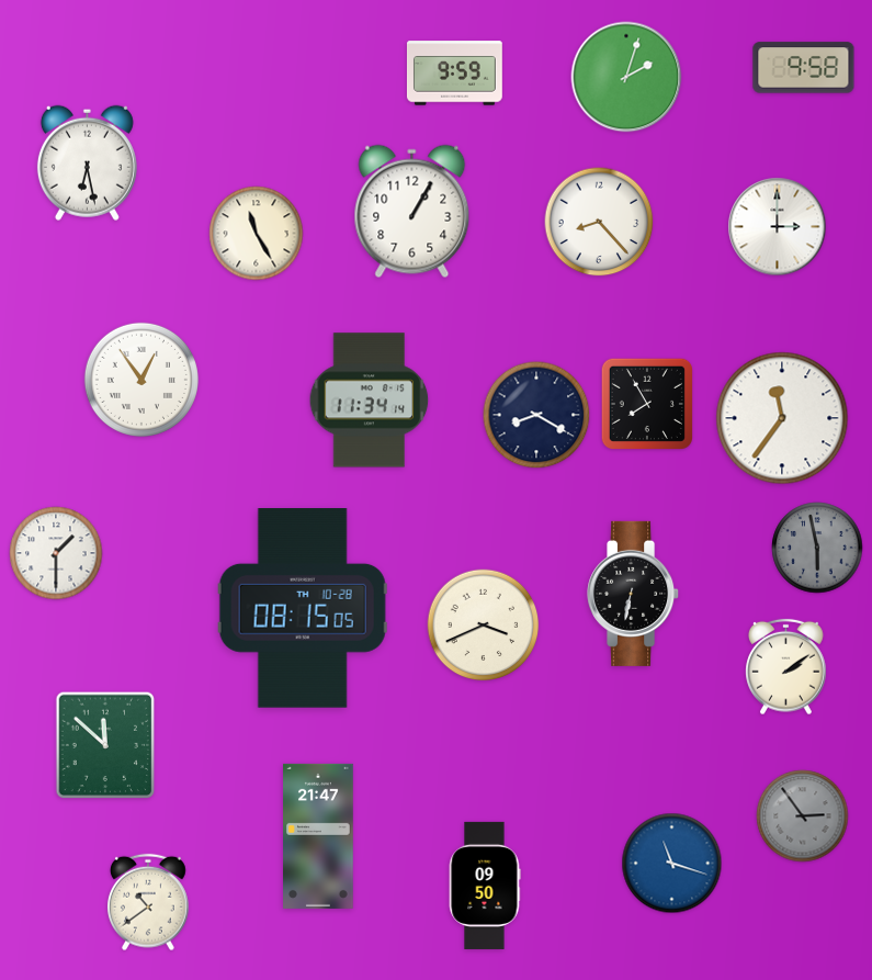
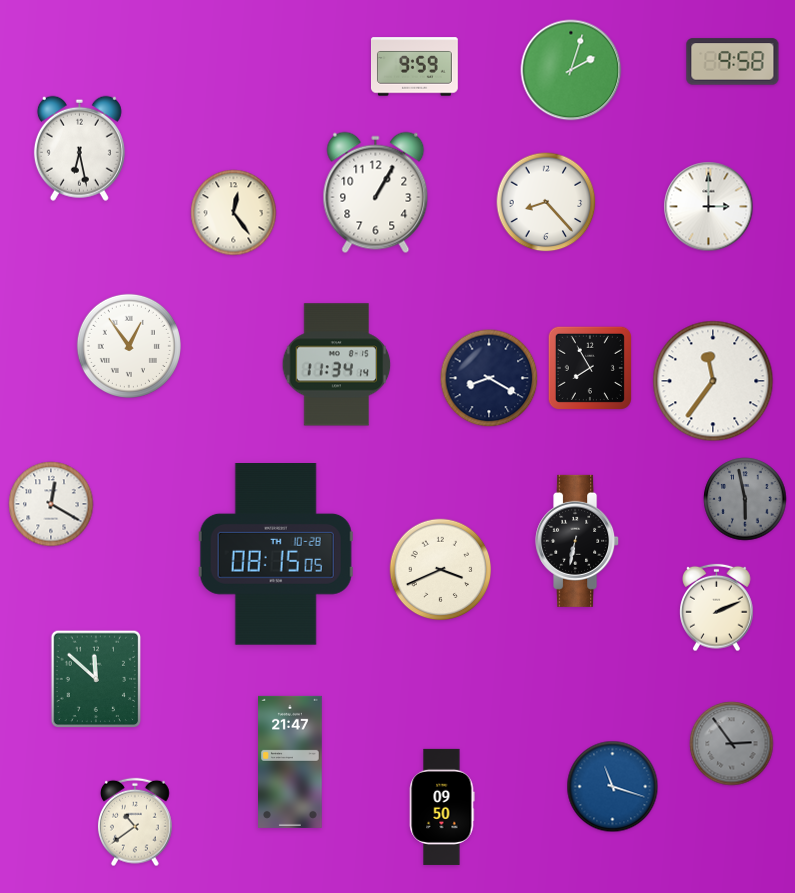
clock at (257, 234): 11:25 -> 12:24
clock at (56, 553): 1:30 -> 12:20
clock at (786, 667): 2:09 -> 2:11
